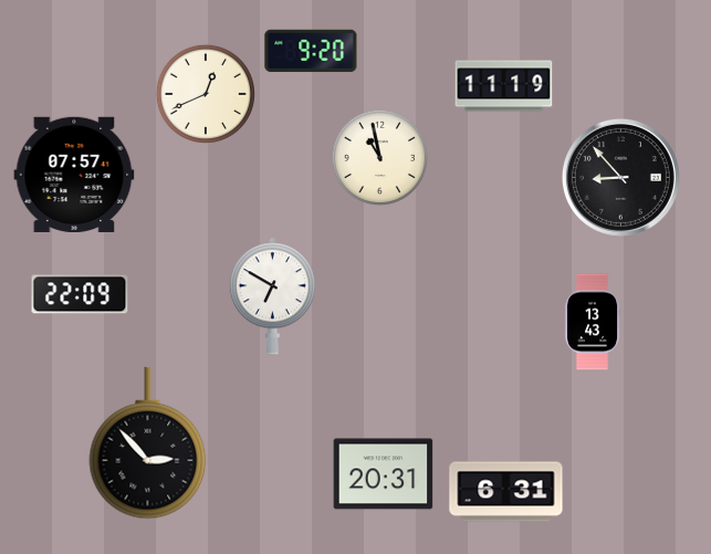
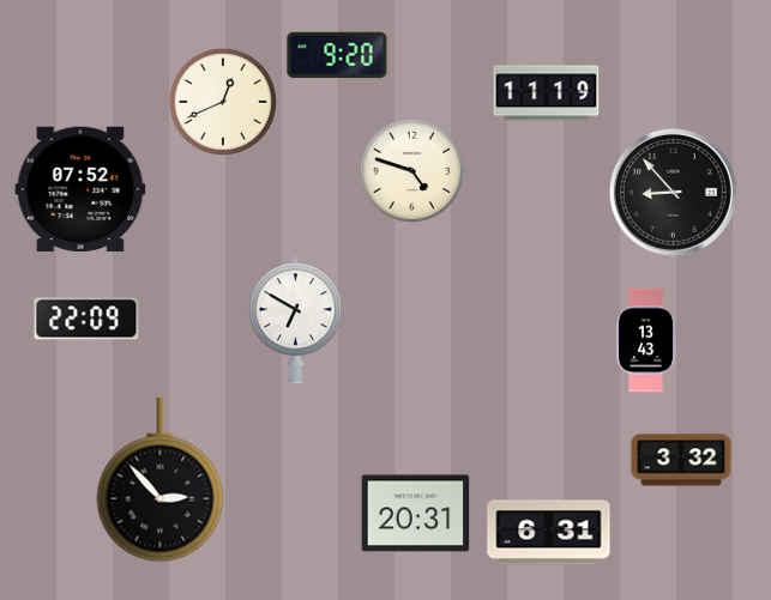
clock at (379, 157): 10:58 -> 4:48
clock at (74, 175): 07:57 -> 07:52
clock at (593, 322) position: (593, 322) -> (646, 340)
clock at (681, 460): none -> 3:32
